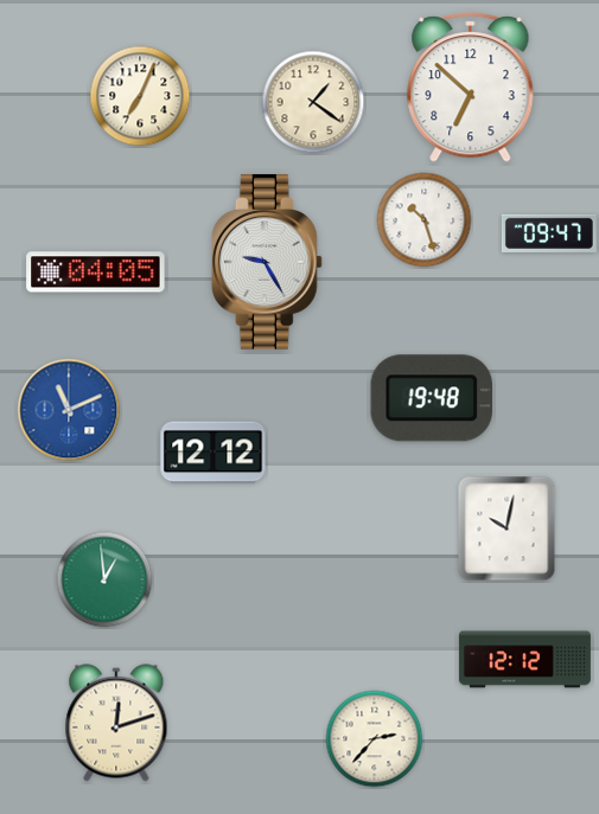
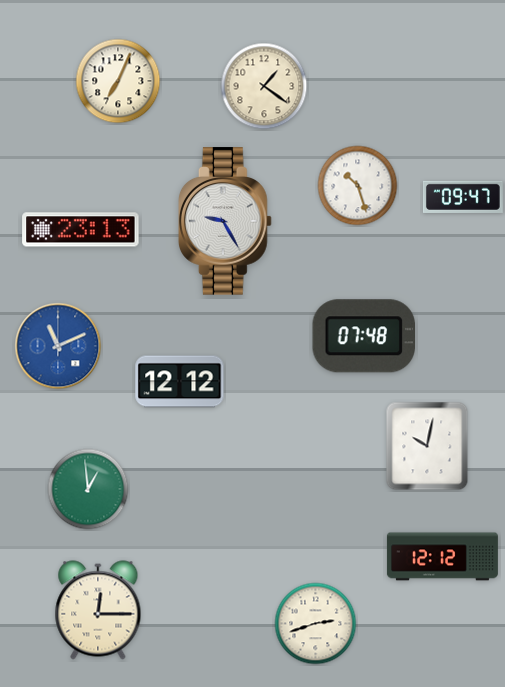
clock at (471, 88): 6:52 -> none
clock at (96, 273): 04:05 -> 23:13
clock at (432, 398): 19:48 -> 07:48
clock at (116, 723): 12:12 -> 12:15
clock at (375, 739): 2:37 -> 2:42
